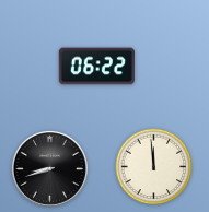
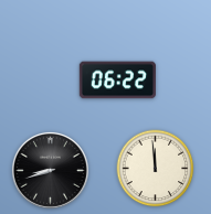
clock at (96, 67) position: (96, 67) -> (117, 81)
